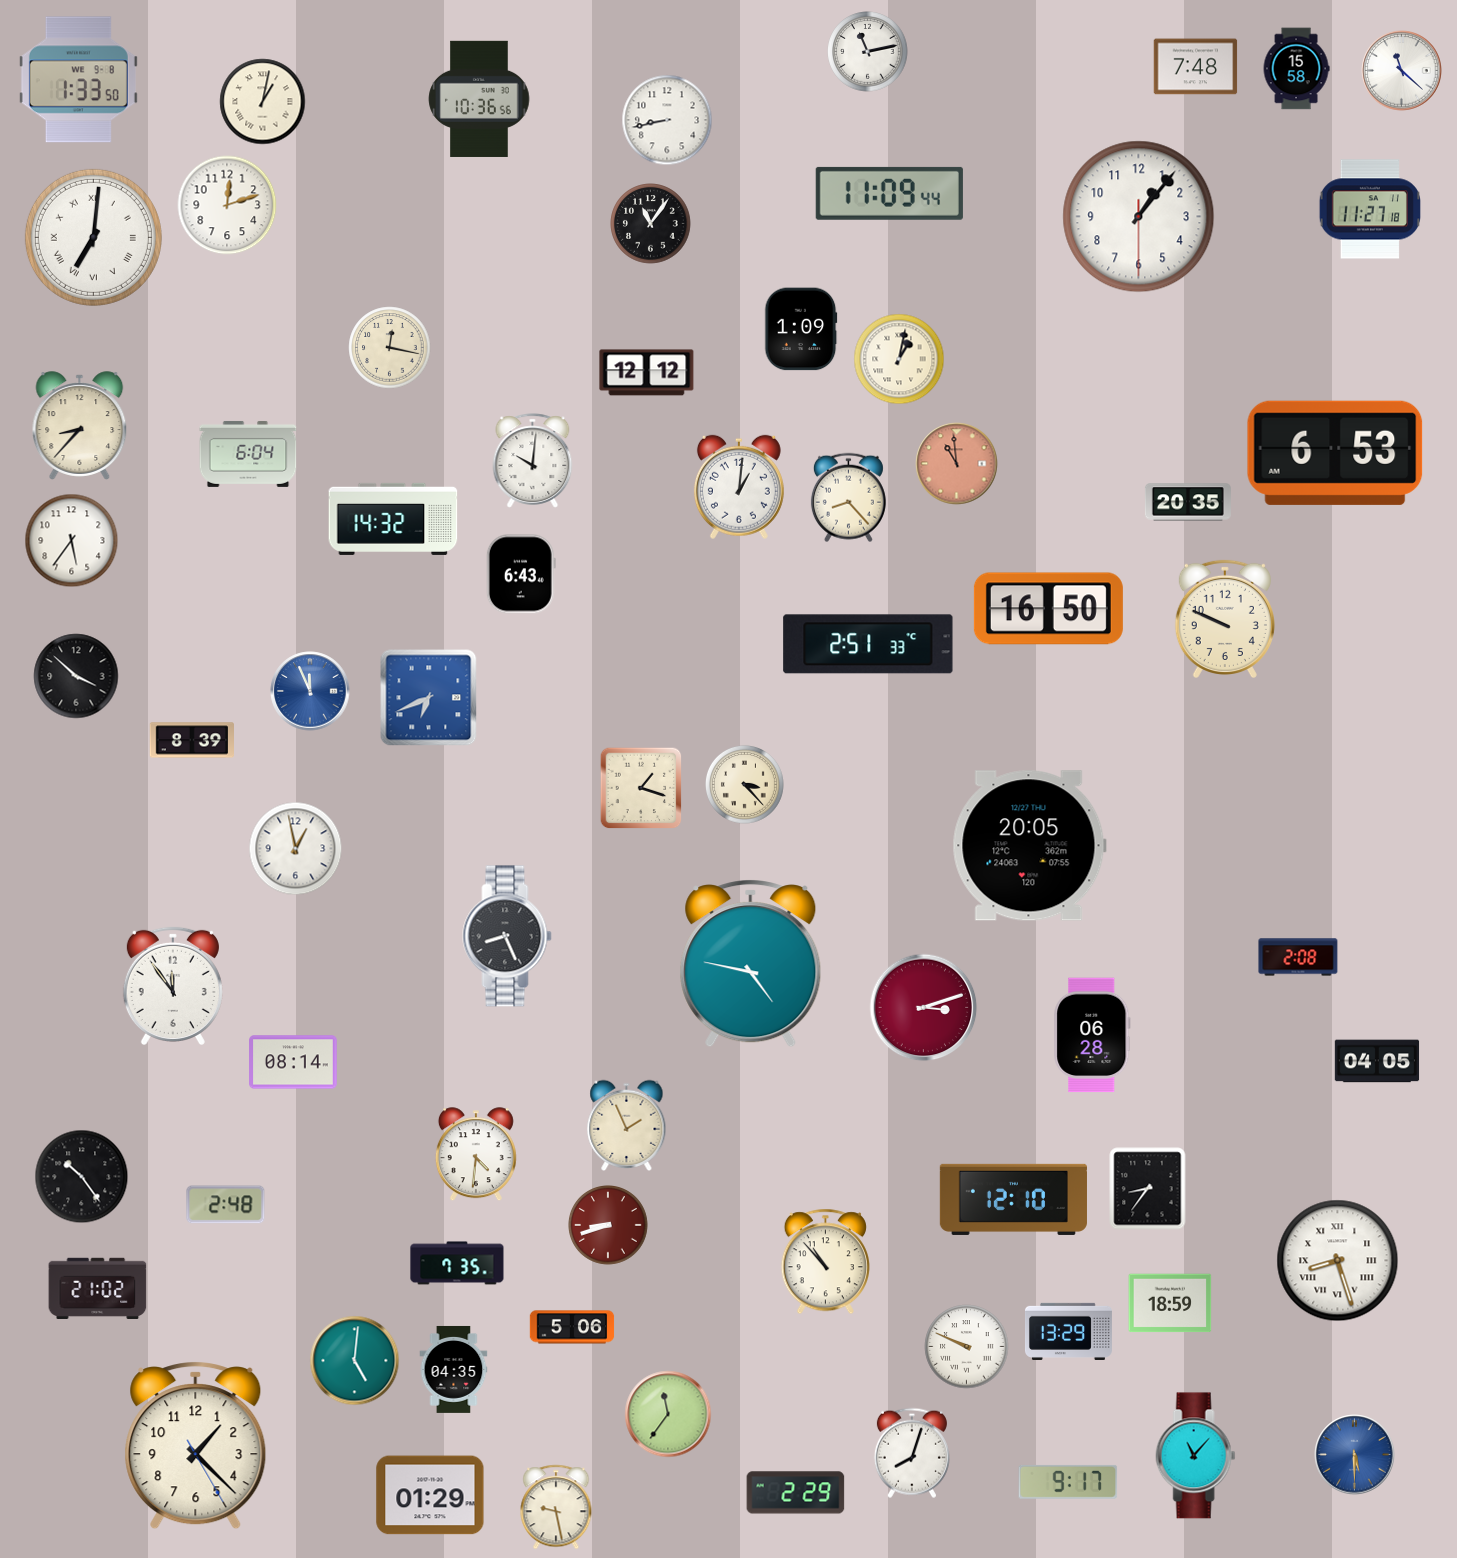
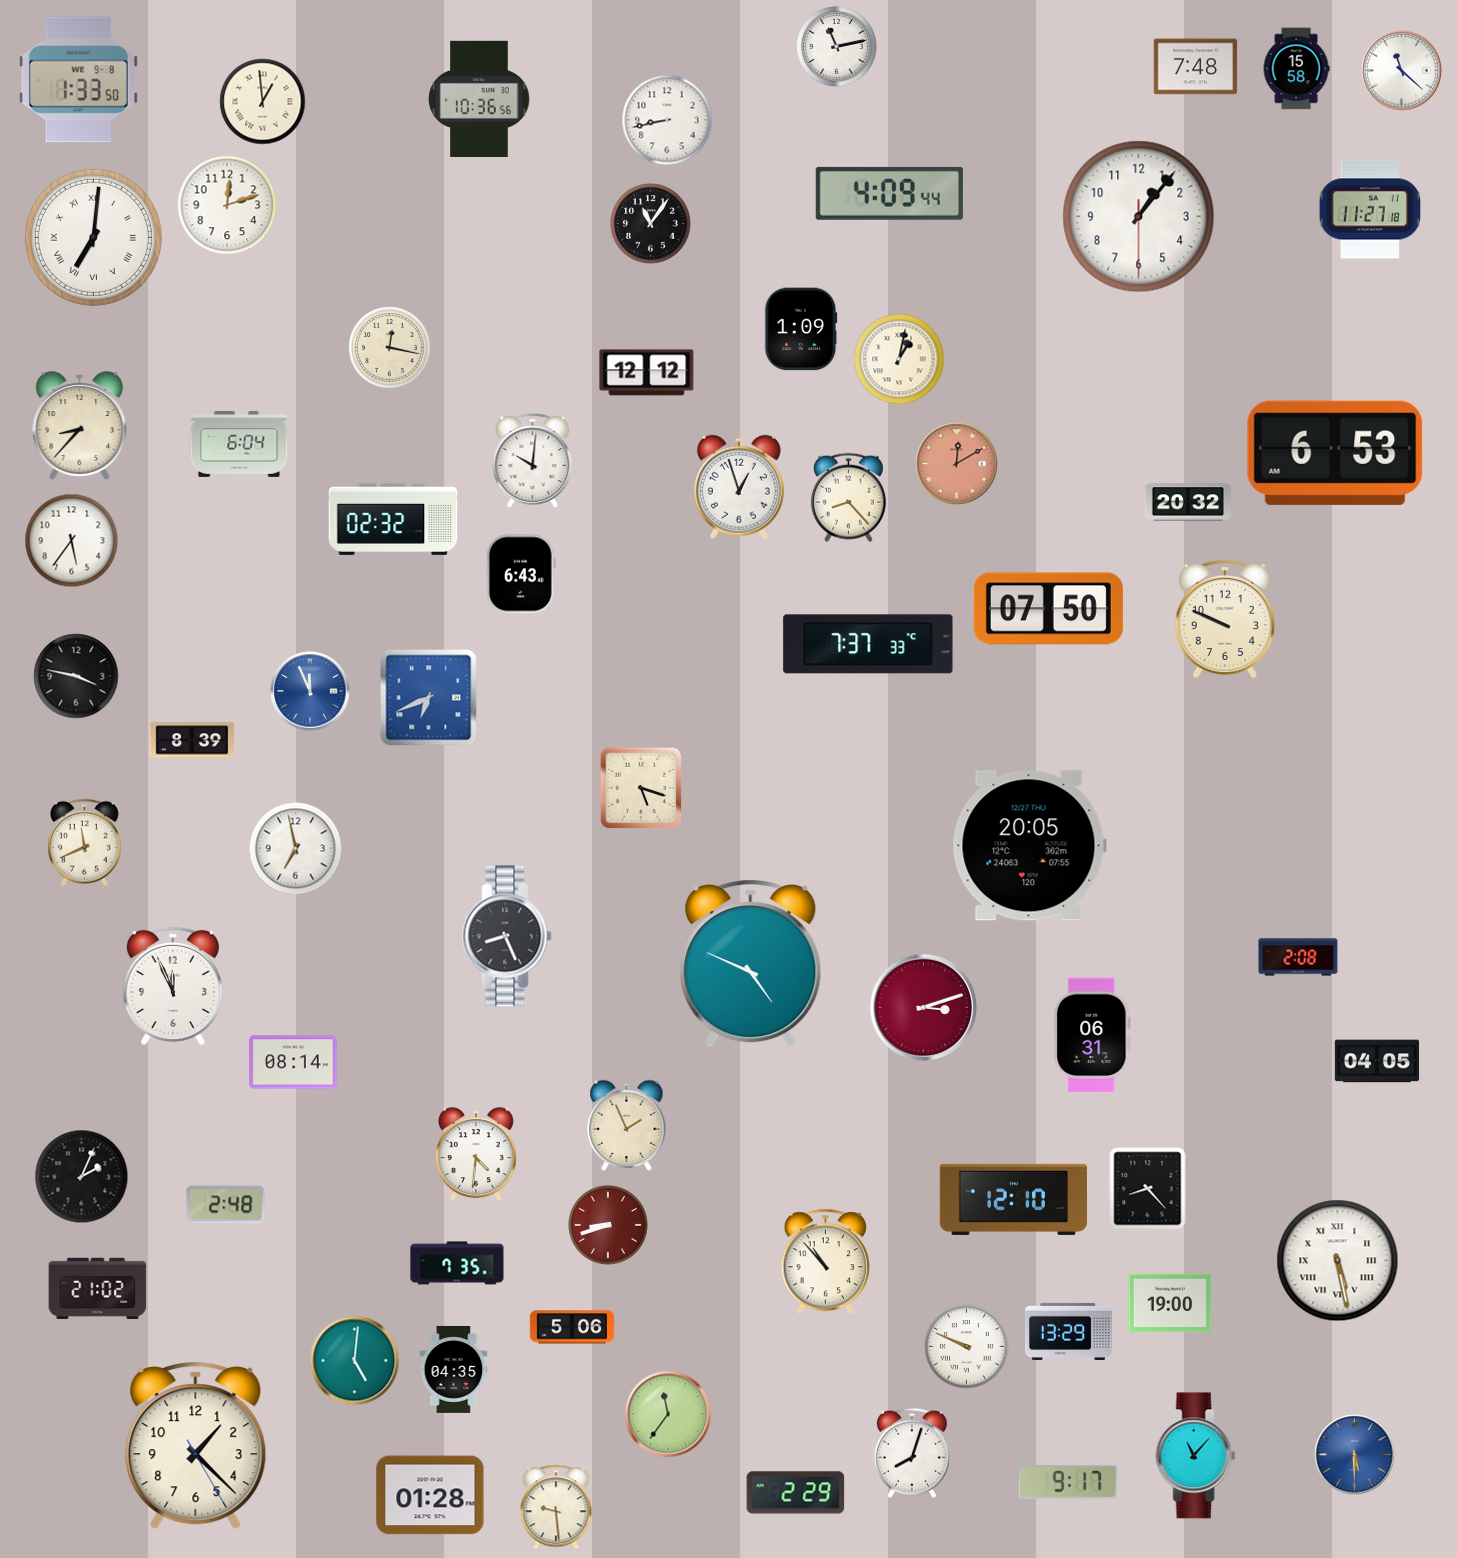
clock at (868, 52) position: (868, 52) -> (837, 47)
clock at (263, 102): 1:02 -> 12:59
clock at (889, 193): 11:09 -> 4:09
clock at (248, 454) position: (248, 454) -> (239, 444)
clock at (957, 464): 10:59 -> 12:10
clock at (739, 487): 1:01 -> 12:57
clock at (1188, 502): 20:35 -> 20:32
clock at (393, 519): 14:32 -> 02:32
clock at (1048, 609): 16:50 -> 07:50
clock at (868, 644): 2:51 -> 7:37
clock at (76, 676): 3:52 -> 3:47
clock at (744, 784): 3:23 -> none
clock at (641, 788): 1:18 -> 5:18
clock at (85, 843): none -> 11:41
clock at (296, 849): 12:58 -> 6:58
clock at (751, 964): 4:47 -> 4:49
clock at (173, 985): 11:54 -> 11:56
clock at (1092, 1035): 06:28 -> 06:31
clock at (82, 1177): 10:24 -> 2:04
clock at (1148, 1189): 8:36 -> 8:23
clock at (1338, 1261): 8:27 -> 5:28
clock at (1170, 1303): 18:59 -> 19:00
clock at (430, 1495): 01:29 -> 01:28
clock at (556, 1507): 9:28 -> 9:29
